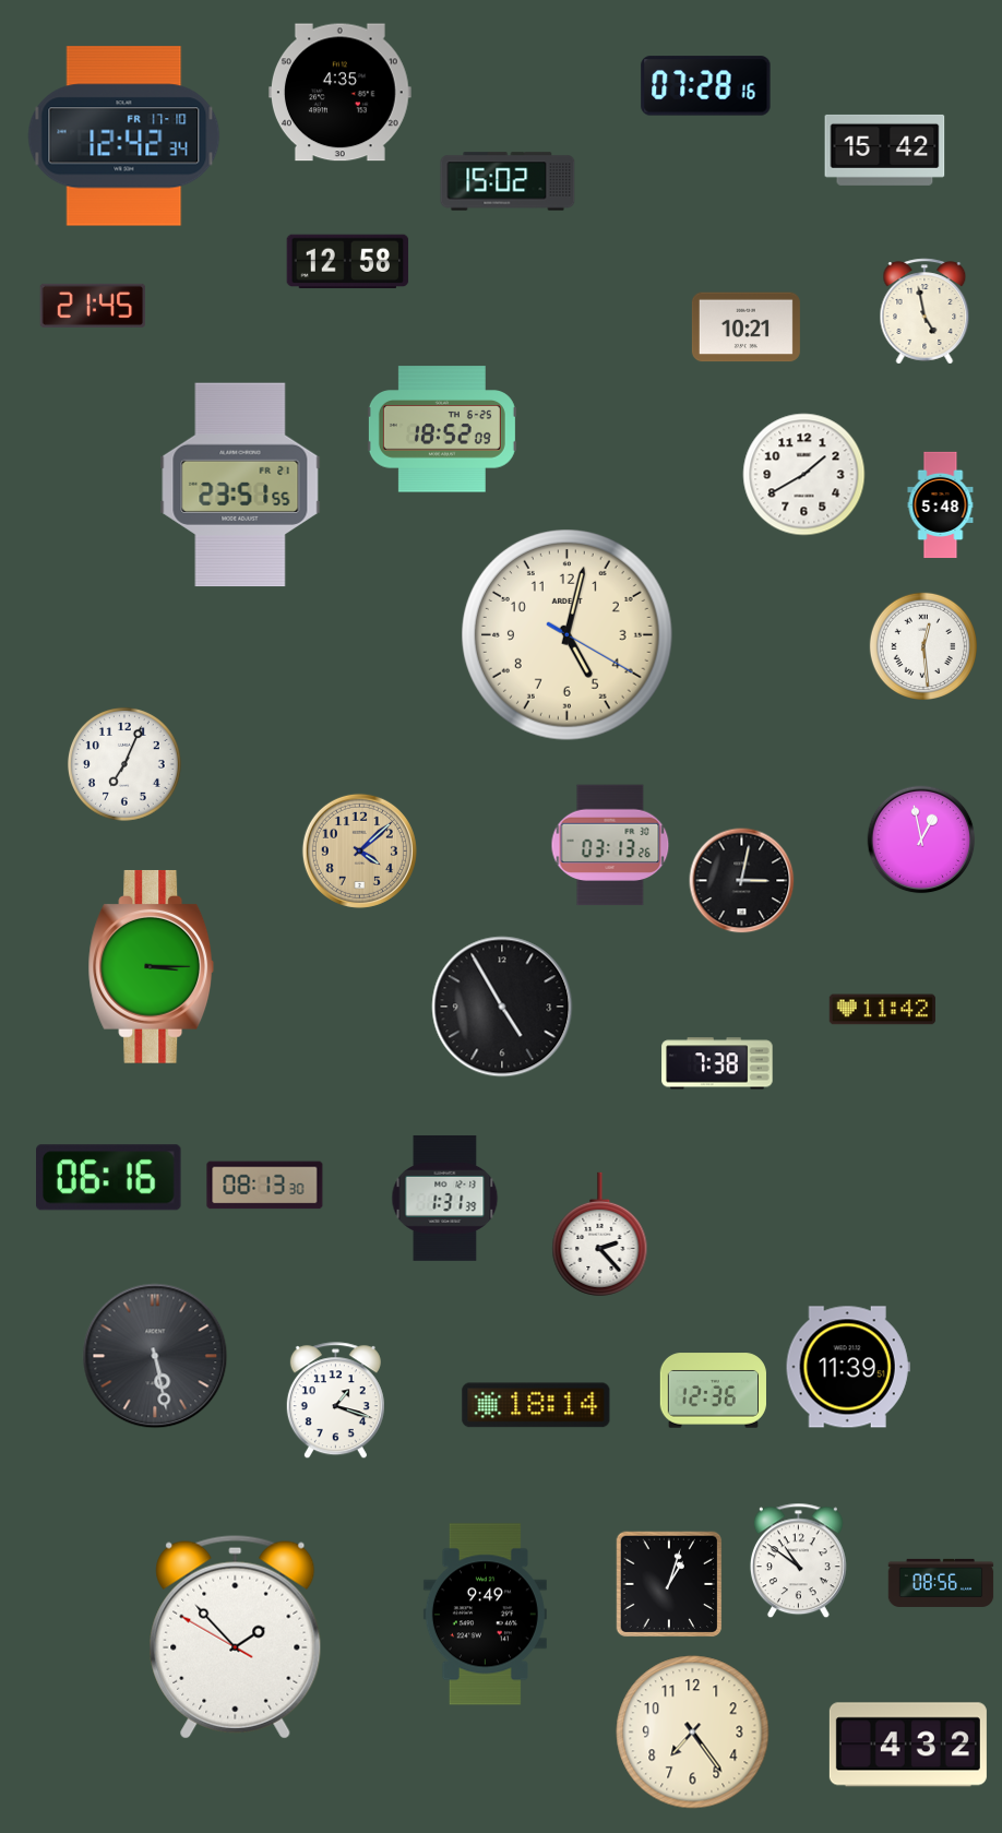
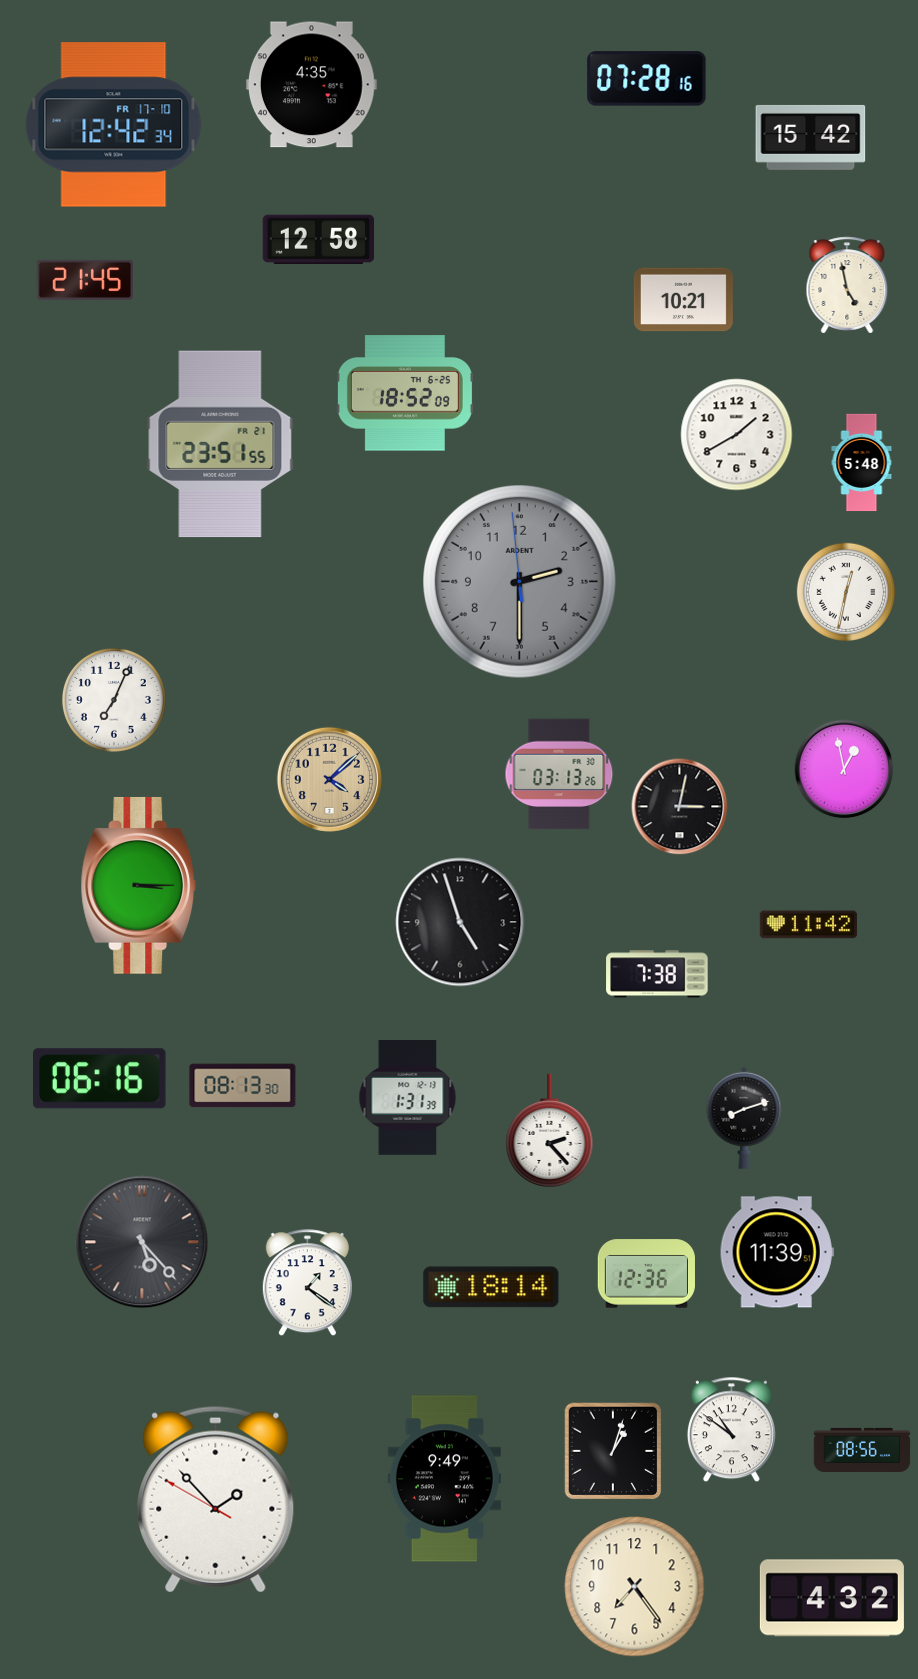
clock at (508, 181): 15:02 -> none
clock at (568, 635): 5:02 -> 2:29
clock at (568, 635) dial: cream -> grey
clock at (923, 646): 12:29 -> 12:32
clock at (502, 1007): 4:55 -> 4:57
clock at (744, 1118): none -> 8:12
clock at (155, 1356): 5:28 -> 5:23
clock at (713, 1391) position: (713, 1391) -> (646, 1274)
clock at (335, 1401): 1:18 -> 1:21
